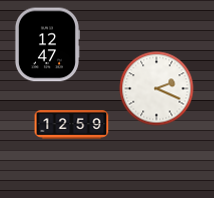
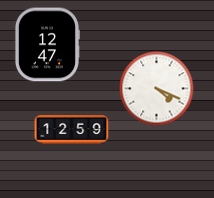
clock at (157, 89): 2:19 -> 4:19
clock at (72, 125) position: (72, 125) -> (72, 130)
